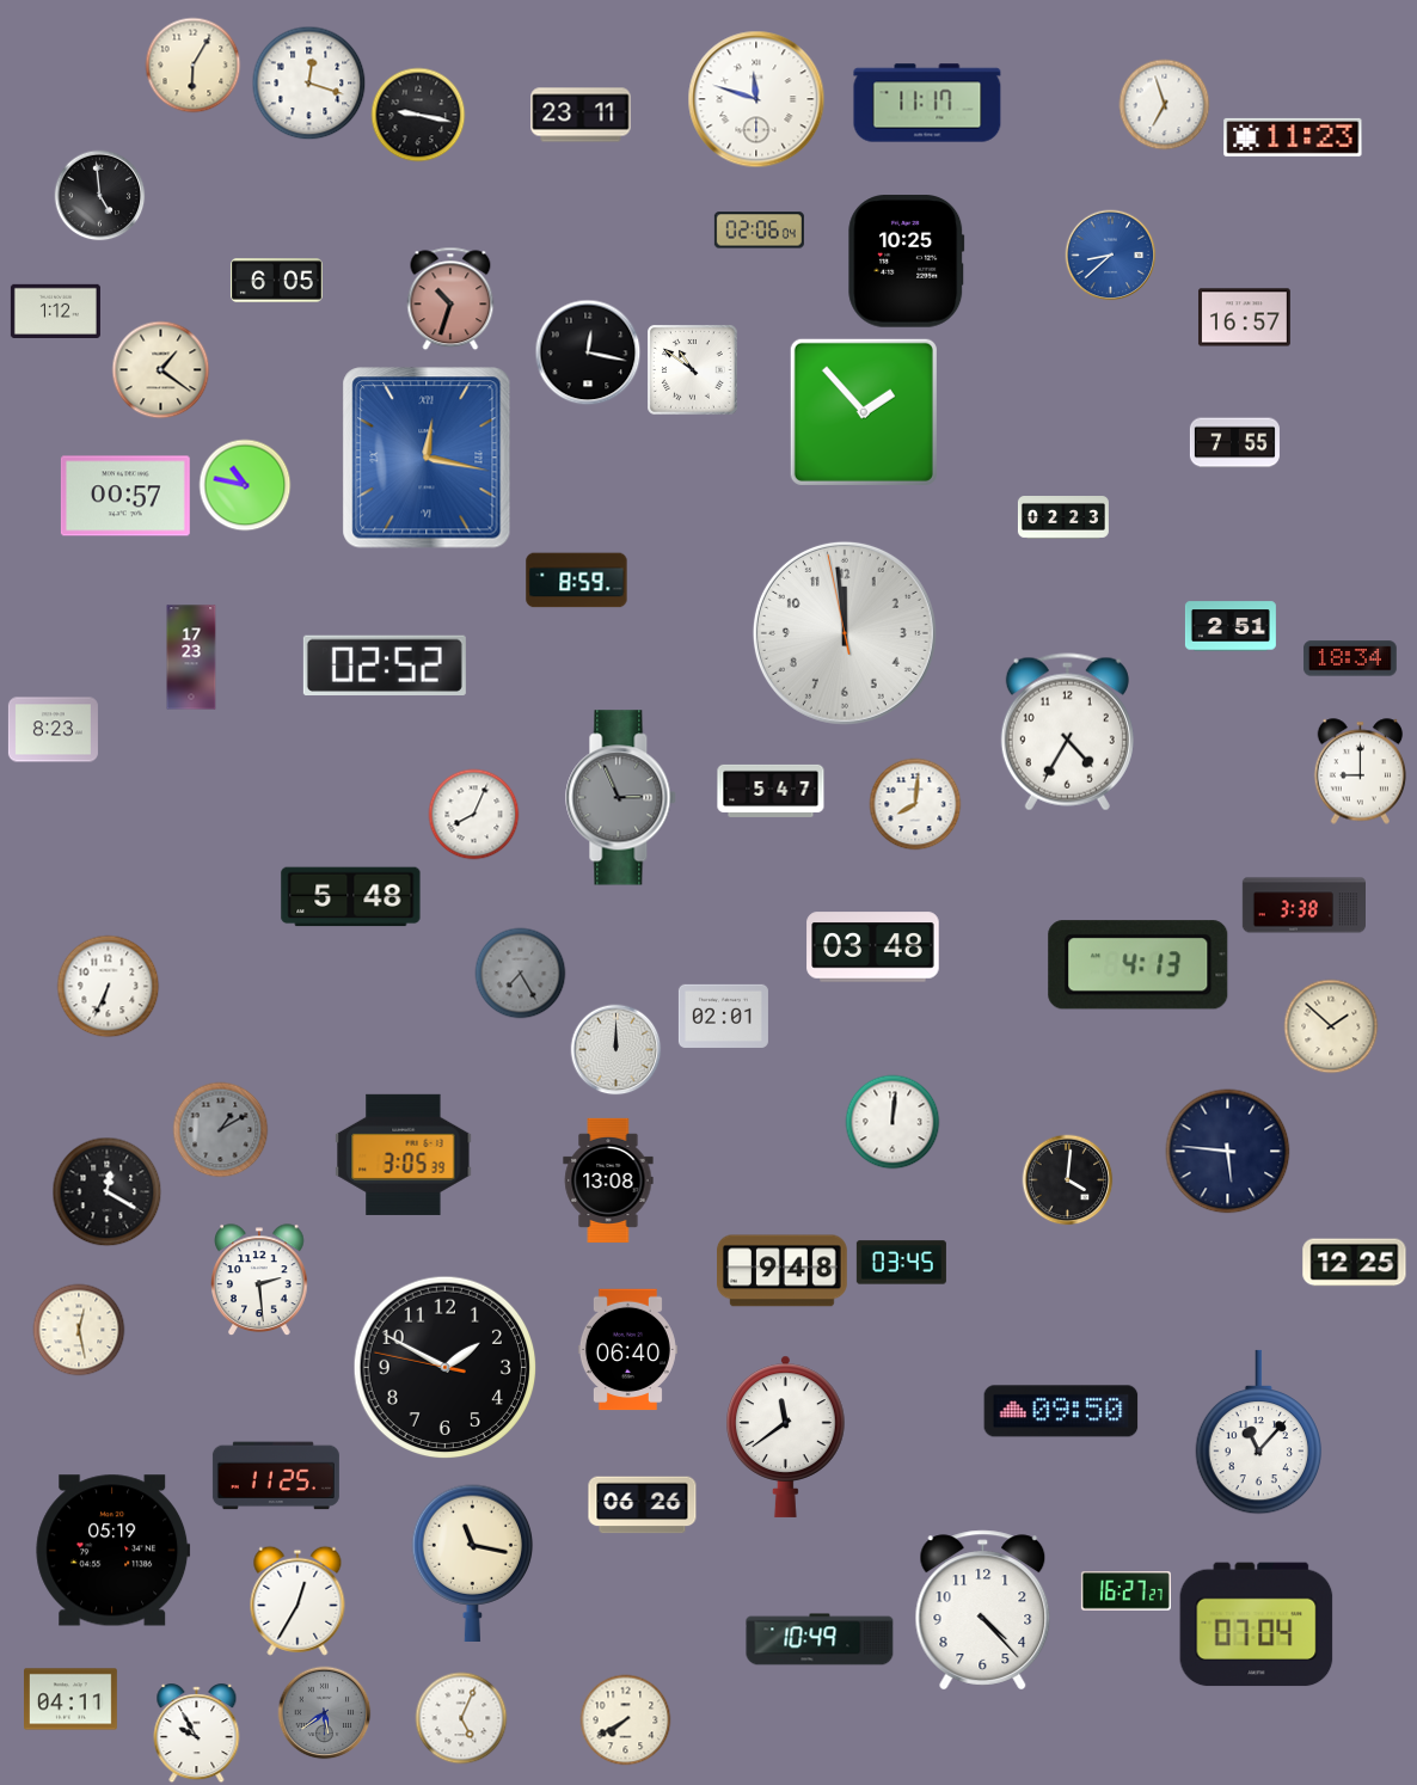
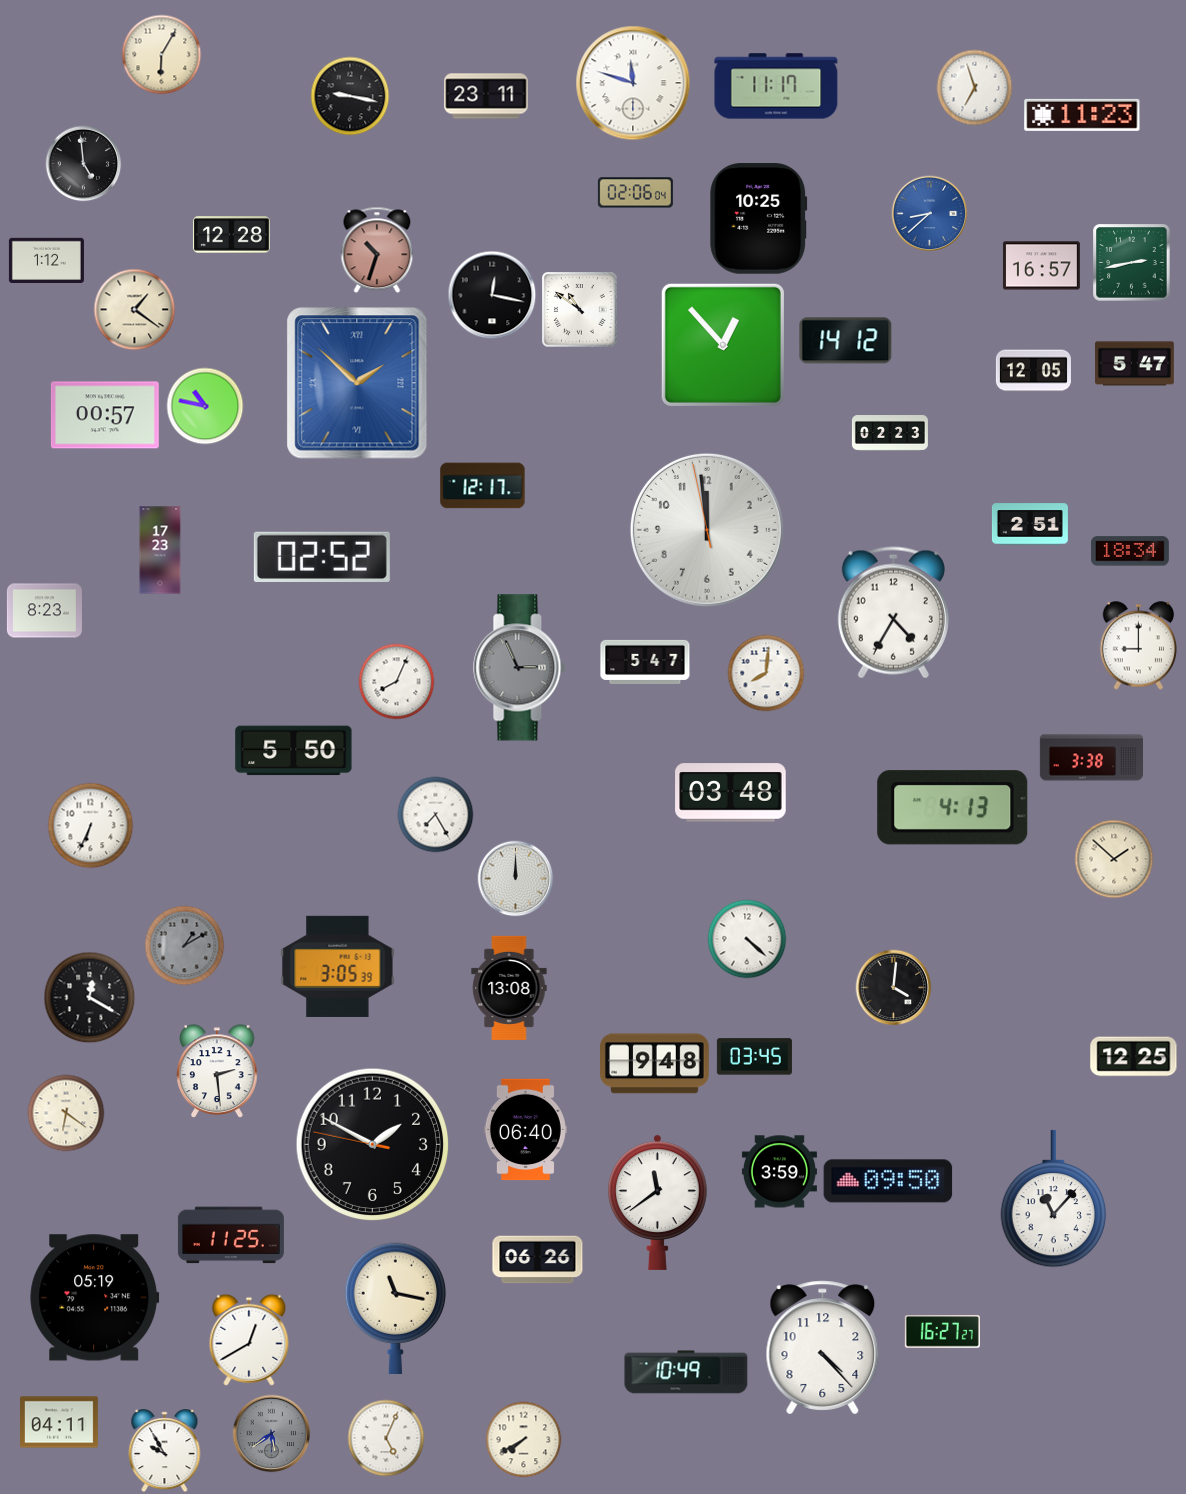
clock at (309, 84): 12:18 -> none
clock at (276, 281): 6:05 -> 12:28
clock at (1132, 263): none -> 2:43
clock at (846, 341): none -> 14:12
clock at (864, 412): 1:53 -> 12:53
clock at (1135, 364): none -> 5:47
clock at (1234, 443): 7:55 -> 12:05
clock at (427, 458): 12:17 -> 1:52
clock at (577, 581): 8:59 -> 12:17
clock at (351, 897): 5:48 -> 5:50
clock at (521, 974) dial: grey -> white
clock at (723, 1016): 02:01 -> none
clock at (892, 1122): 12:01 -> 4:22
clock at (1228, 1152): 5:46 -> none
clock at (79, 1330): 12:28 -> 6:21
clock at (779, 1172): none -> 3:59
clock at (297, 1601): 12:35 -> 12:40
clock at (1257, 1625): 07:04 -> none
